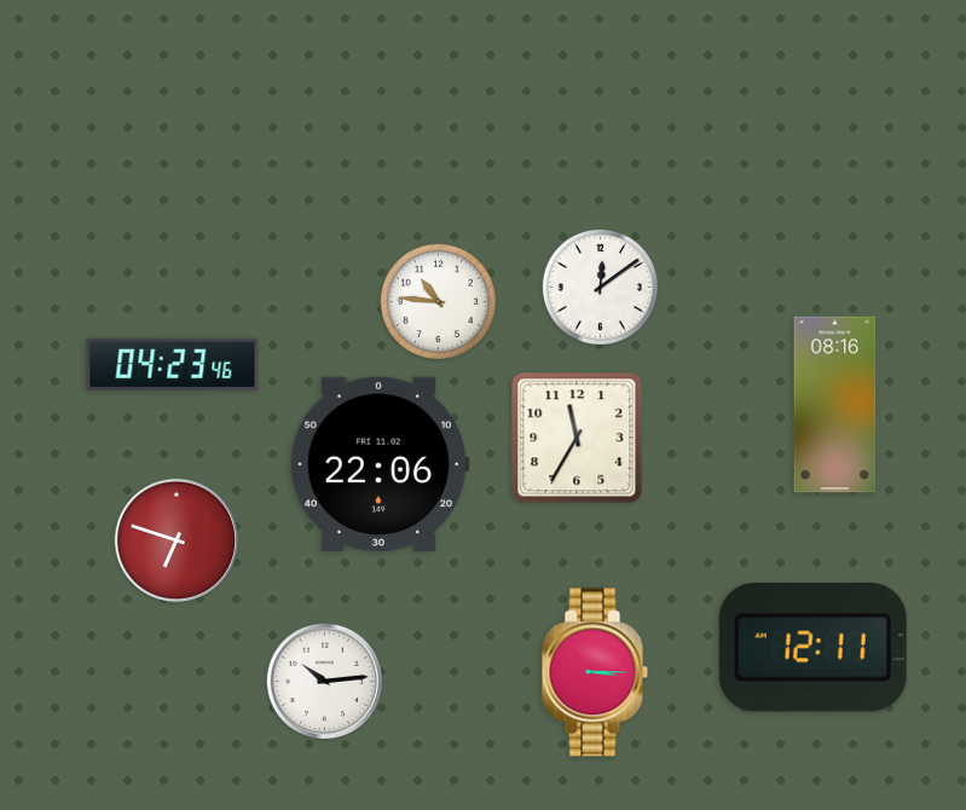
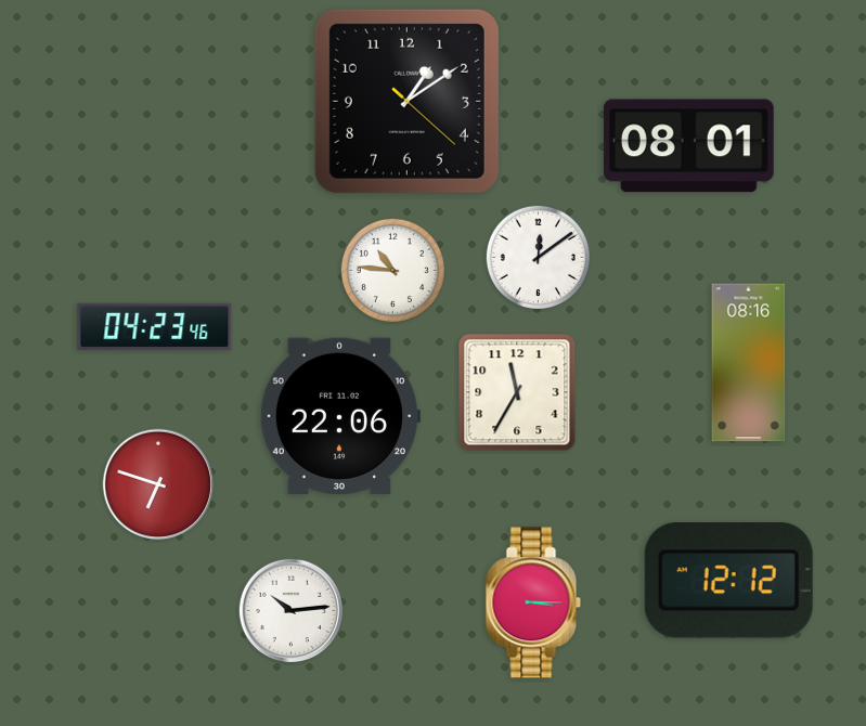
clock at (406, 101): none -> 1:09
clock at (688, 146): none -> 08:01
clock at (812, 648): 12:11 -> 12:12
